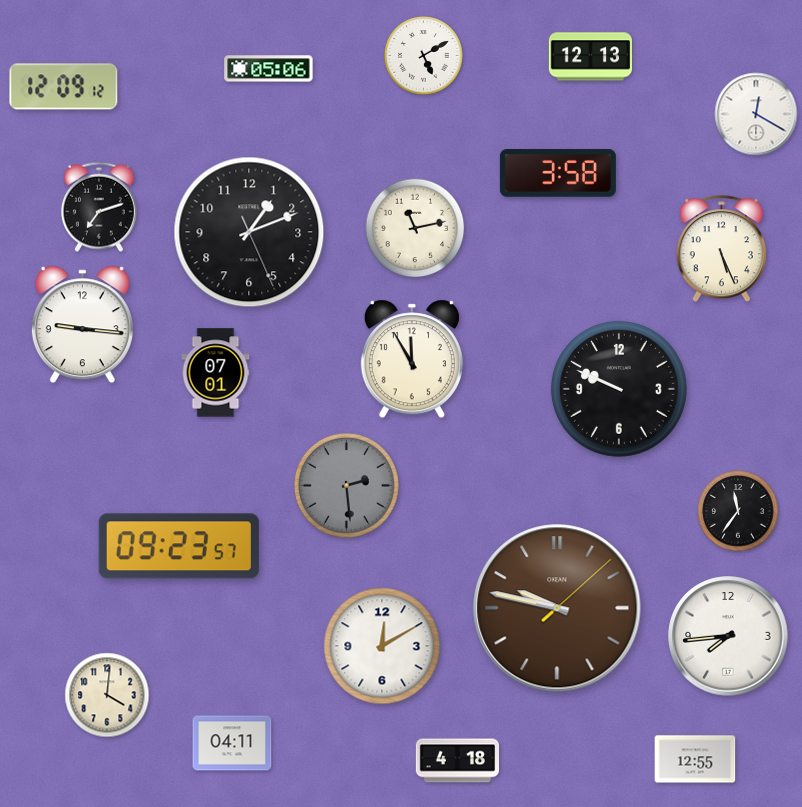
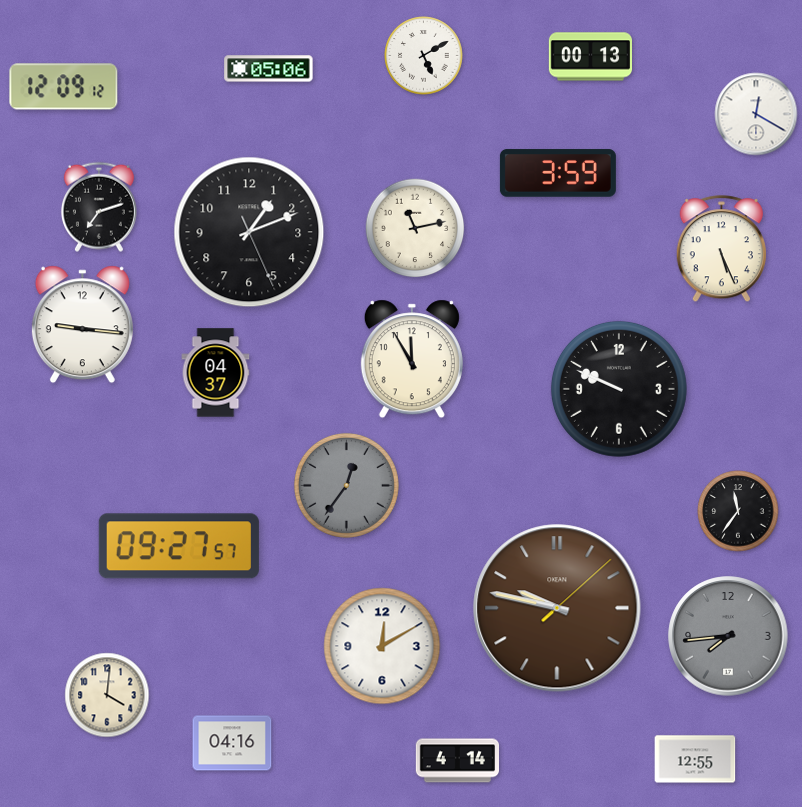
clock at (590, 57): 12:13 -> 00:13
clock at (558, 173): 3:58 -> 3:59
clock at (216, 373): 07:01 -> 04:37
clock at (346, 485): 2:29 -> 12:36
clock at (179, 546): 09:23 -> 09:27
clock at (728, 636) dial: white -> grey
clock at (232, 743): 04:11 -> 04:16
clock at (457, 761): 4:18 -> 4:14
